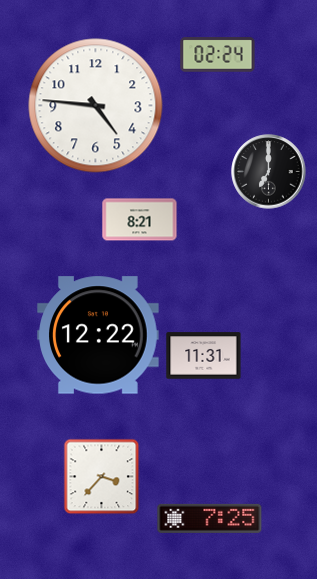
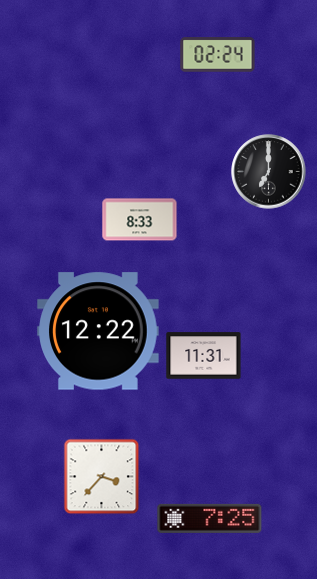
clock at (96, 106): 4:46 -> none
clock at (140, 220): 8:21 -> 8:33
clock at (98, 335) position: (98, 335) -> (98, 331)
